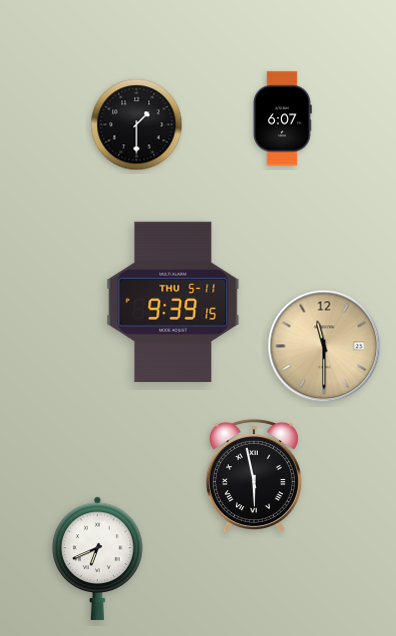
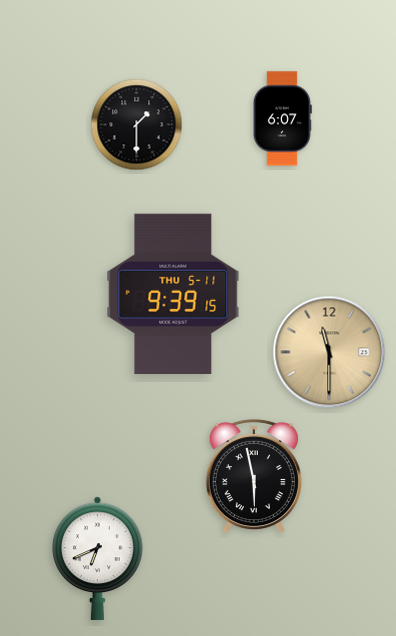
clock at (173, 301) position: (173, 301) -> (173, 293)
clock at (324, 346) position: (324, 346) -> (329, 352)
